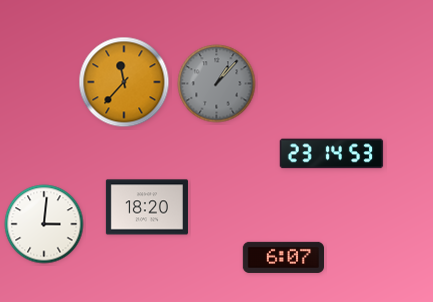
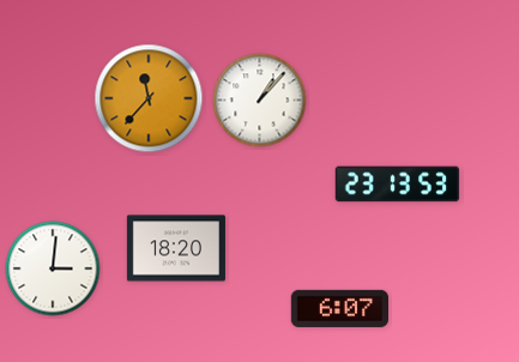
clock at (217, 84) dial: grey -> white
clock at (332, 154): 23:14 -> 23:13
